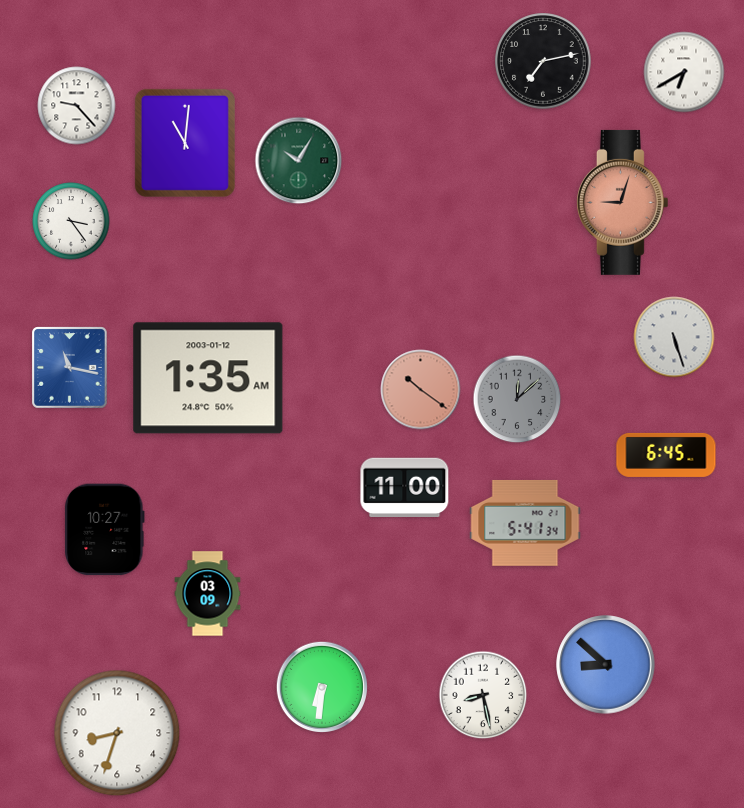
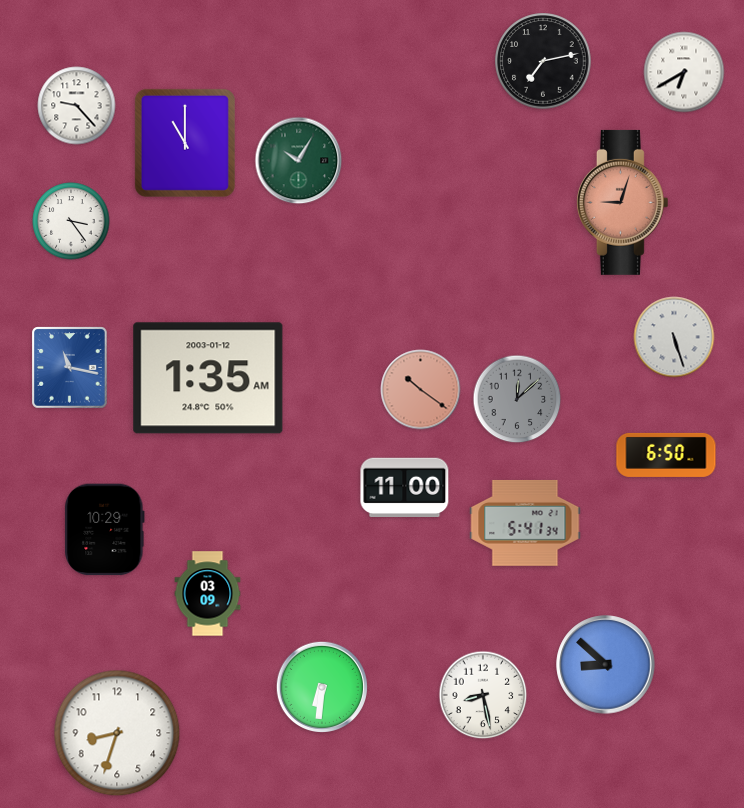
clock at (185, 143): 11:01 -> 11:00
clock at (666, 455): 6:45 -> 6:50
clock at (105, 530): 10:27 -> 10:29
